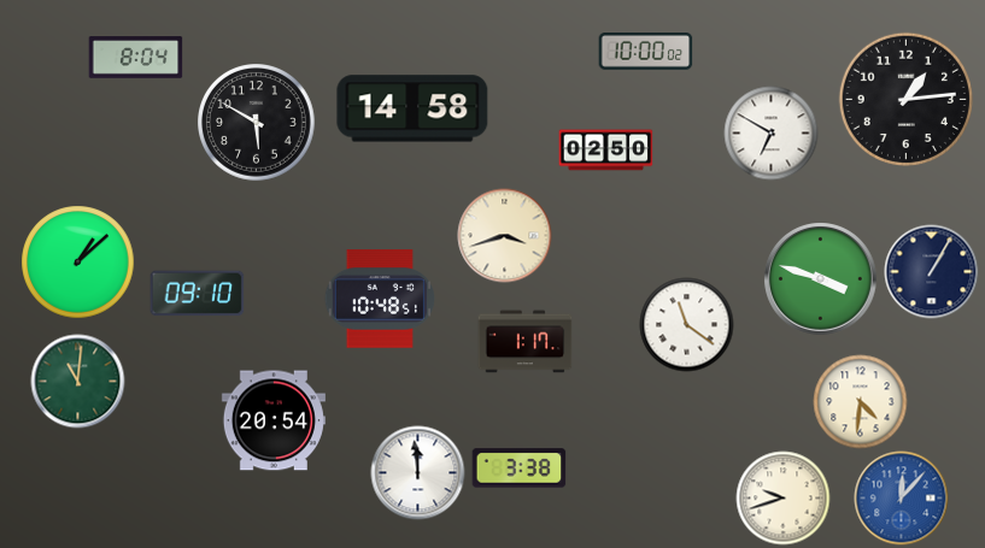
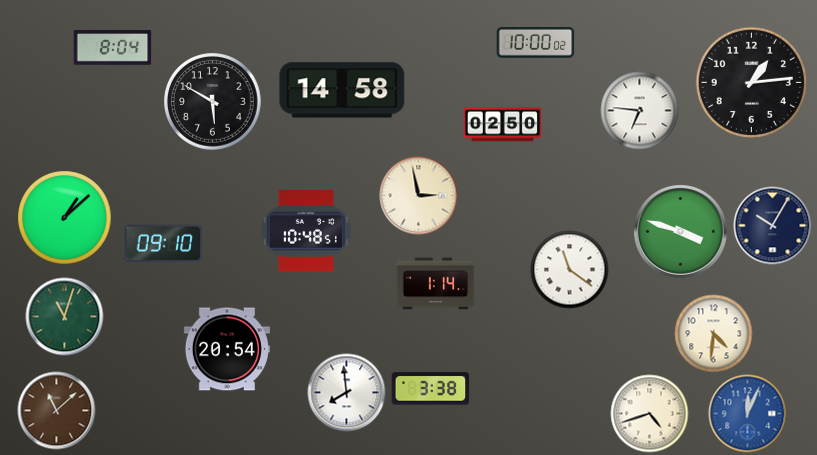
clock at (770, 132): 6:50 -> 6:46
clock at (504, 235): 3:42 -> 2:58
clock at (931, 271): 1:05 -> 10:05
clock at (380, 299) position: (380, 299) -> (306, 231)
clock at (524, 342): 1:17 -> 1:14
clock at (77, 381): 11:01 -> 11:03
clock at (417, 472): 11:59 -> 7:59
clock at (56, 410): none -> 11:08
clock at (782, 497): 9:42 -> 4:42
clock at (901, 497): 12:07 -> 12:04
